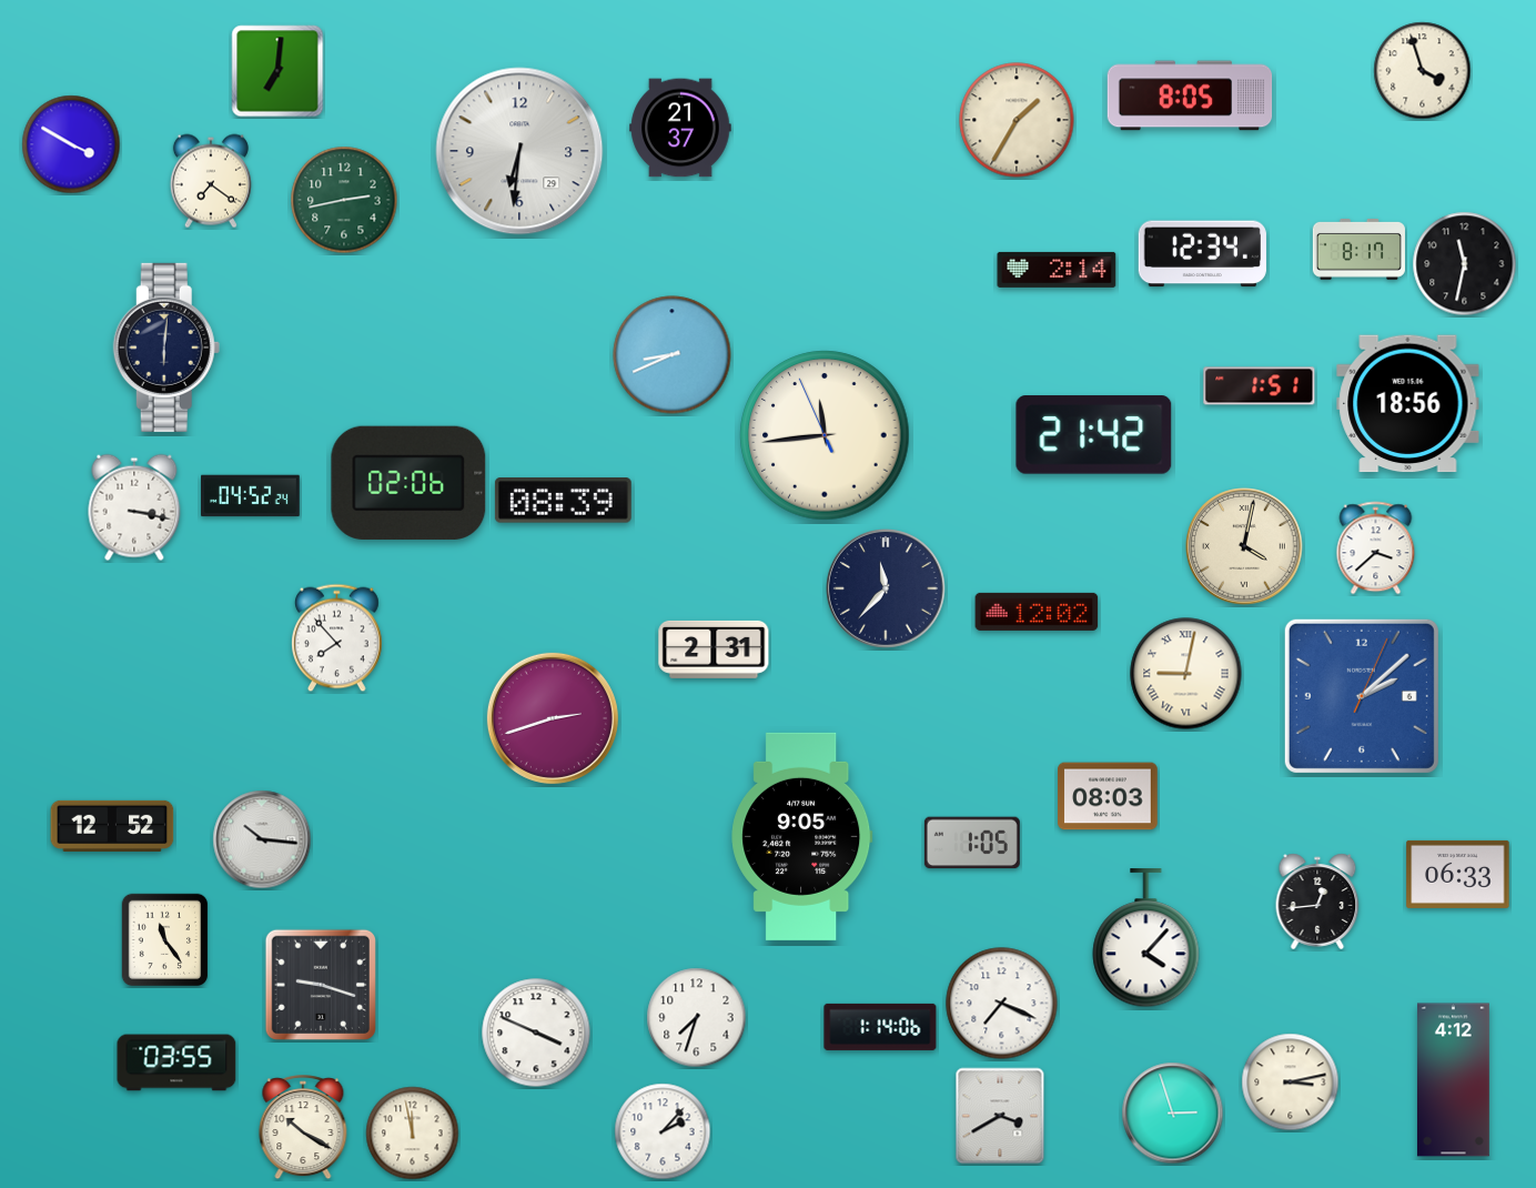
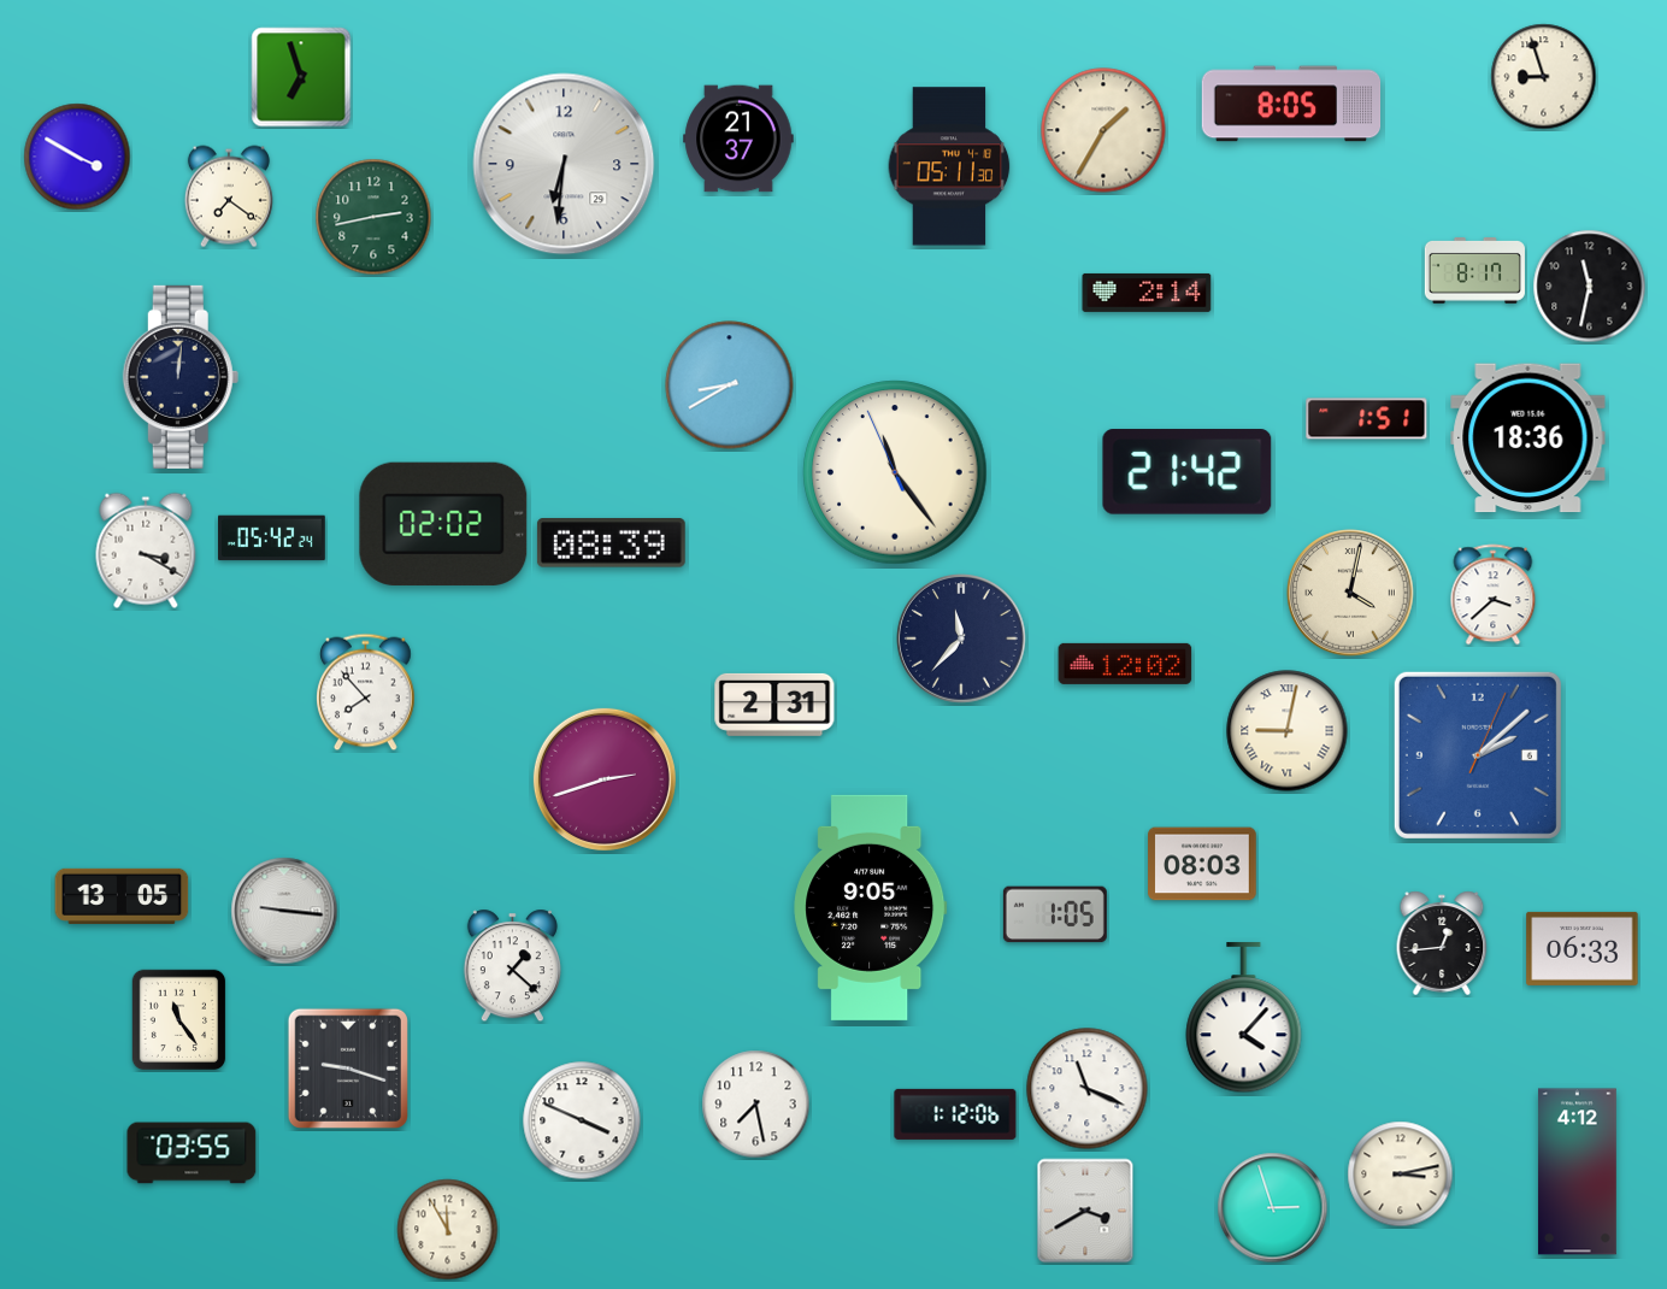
clock at (277, 71): 7:01 -> 6:57
clock at (1423, 71): 3:57 -> 8:57
clock at (949, 166): none -> 05:11
clock at (1202, 254): 12:34 -> none
clock at (166, 348): 6:01 -> 12:01
clock at (673, 355): 8:41 -> 8:40
clock at (1408, 404): 18:56 -> 18:36
clock at (825, 435): 11:43 -> 11:23
clock at (408, 483): 02:06 -> 02:02
clock at (251, 496): 04:52 -> 05:42
clock at (134, 507): 3:17 -> 3:20
clock at (553, 718) position: (553, 718) -> (605, 779)
clock at (112, 826): 12:52 -> 13:05
clock at (262, 839): 10:16 -> 9:16
clock at (512, 966): none -> 1:22
clock at (1317, 902) position: (1317, 902) -> (1442, 943)
clock at (1002, 1004): 7:19 -> 11:19
clock at (697, 1018): 7:33 -> 7:28
clock at (880, 1027): 1:14 -> 1:12
clock at (303, 1128): 10:20 -> none
clock at (663, 1131): 2:07 -> none
clock at (413, 1134): 11:58 -> 11:55
